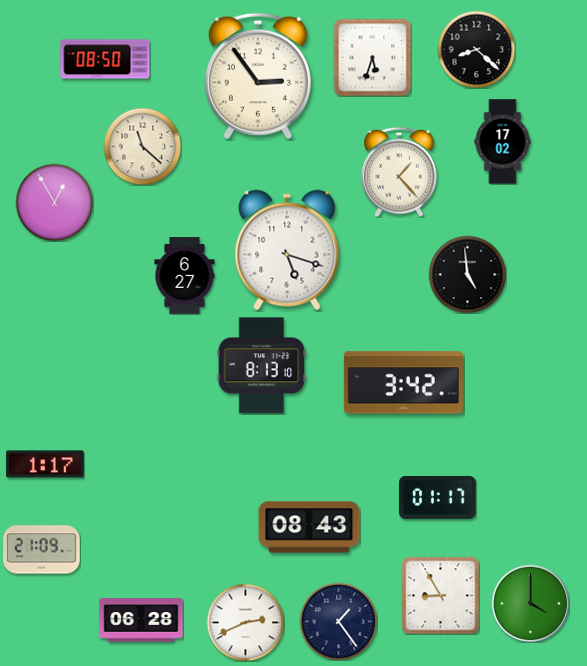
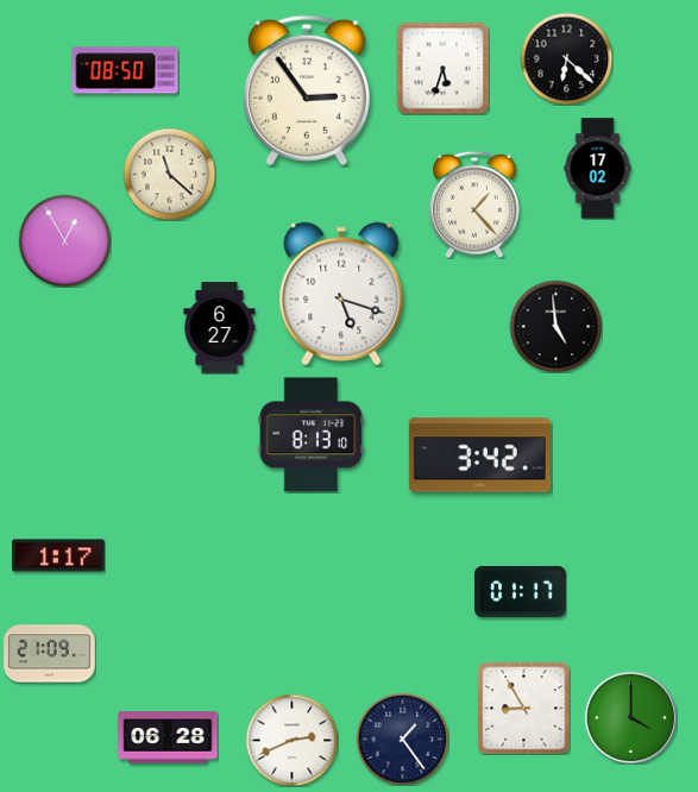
clock at (476, 49): 8:22 -> 6:22
clock at (287, 250) position: (287, 250) -> (341, 294)
clock at (45, 464) position: (45, 464) -> (58, 555)
clock at (309, 527): 08:43 -> none
